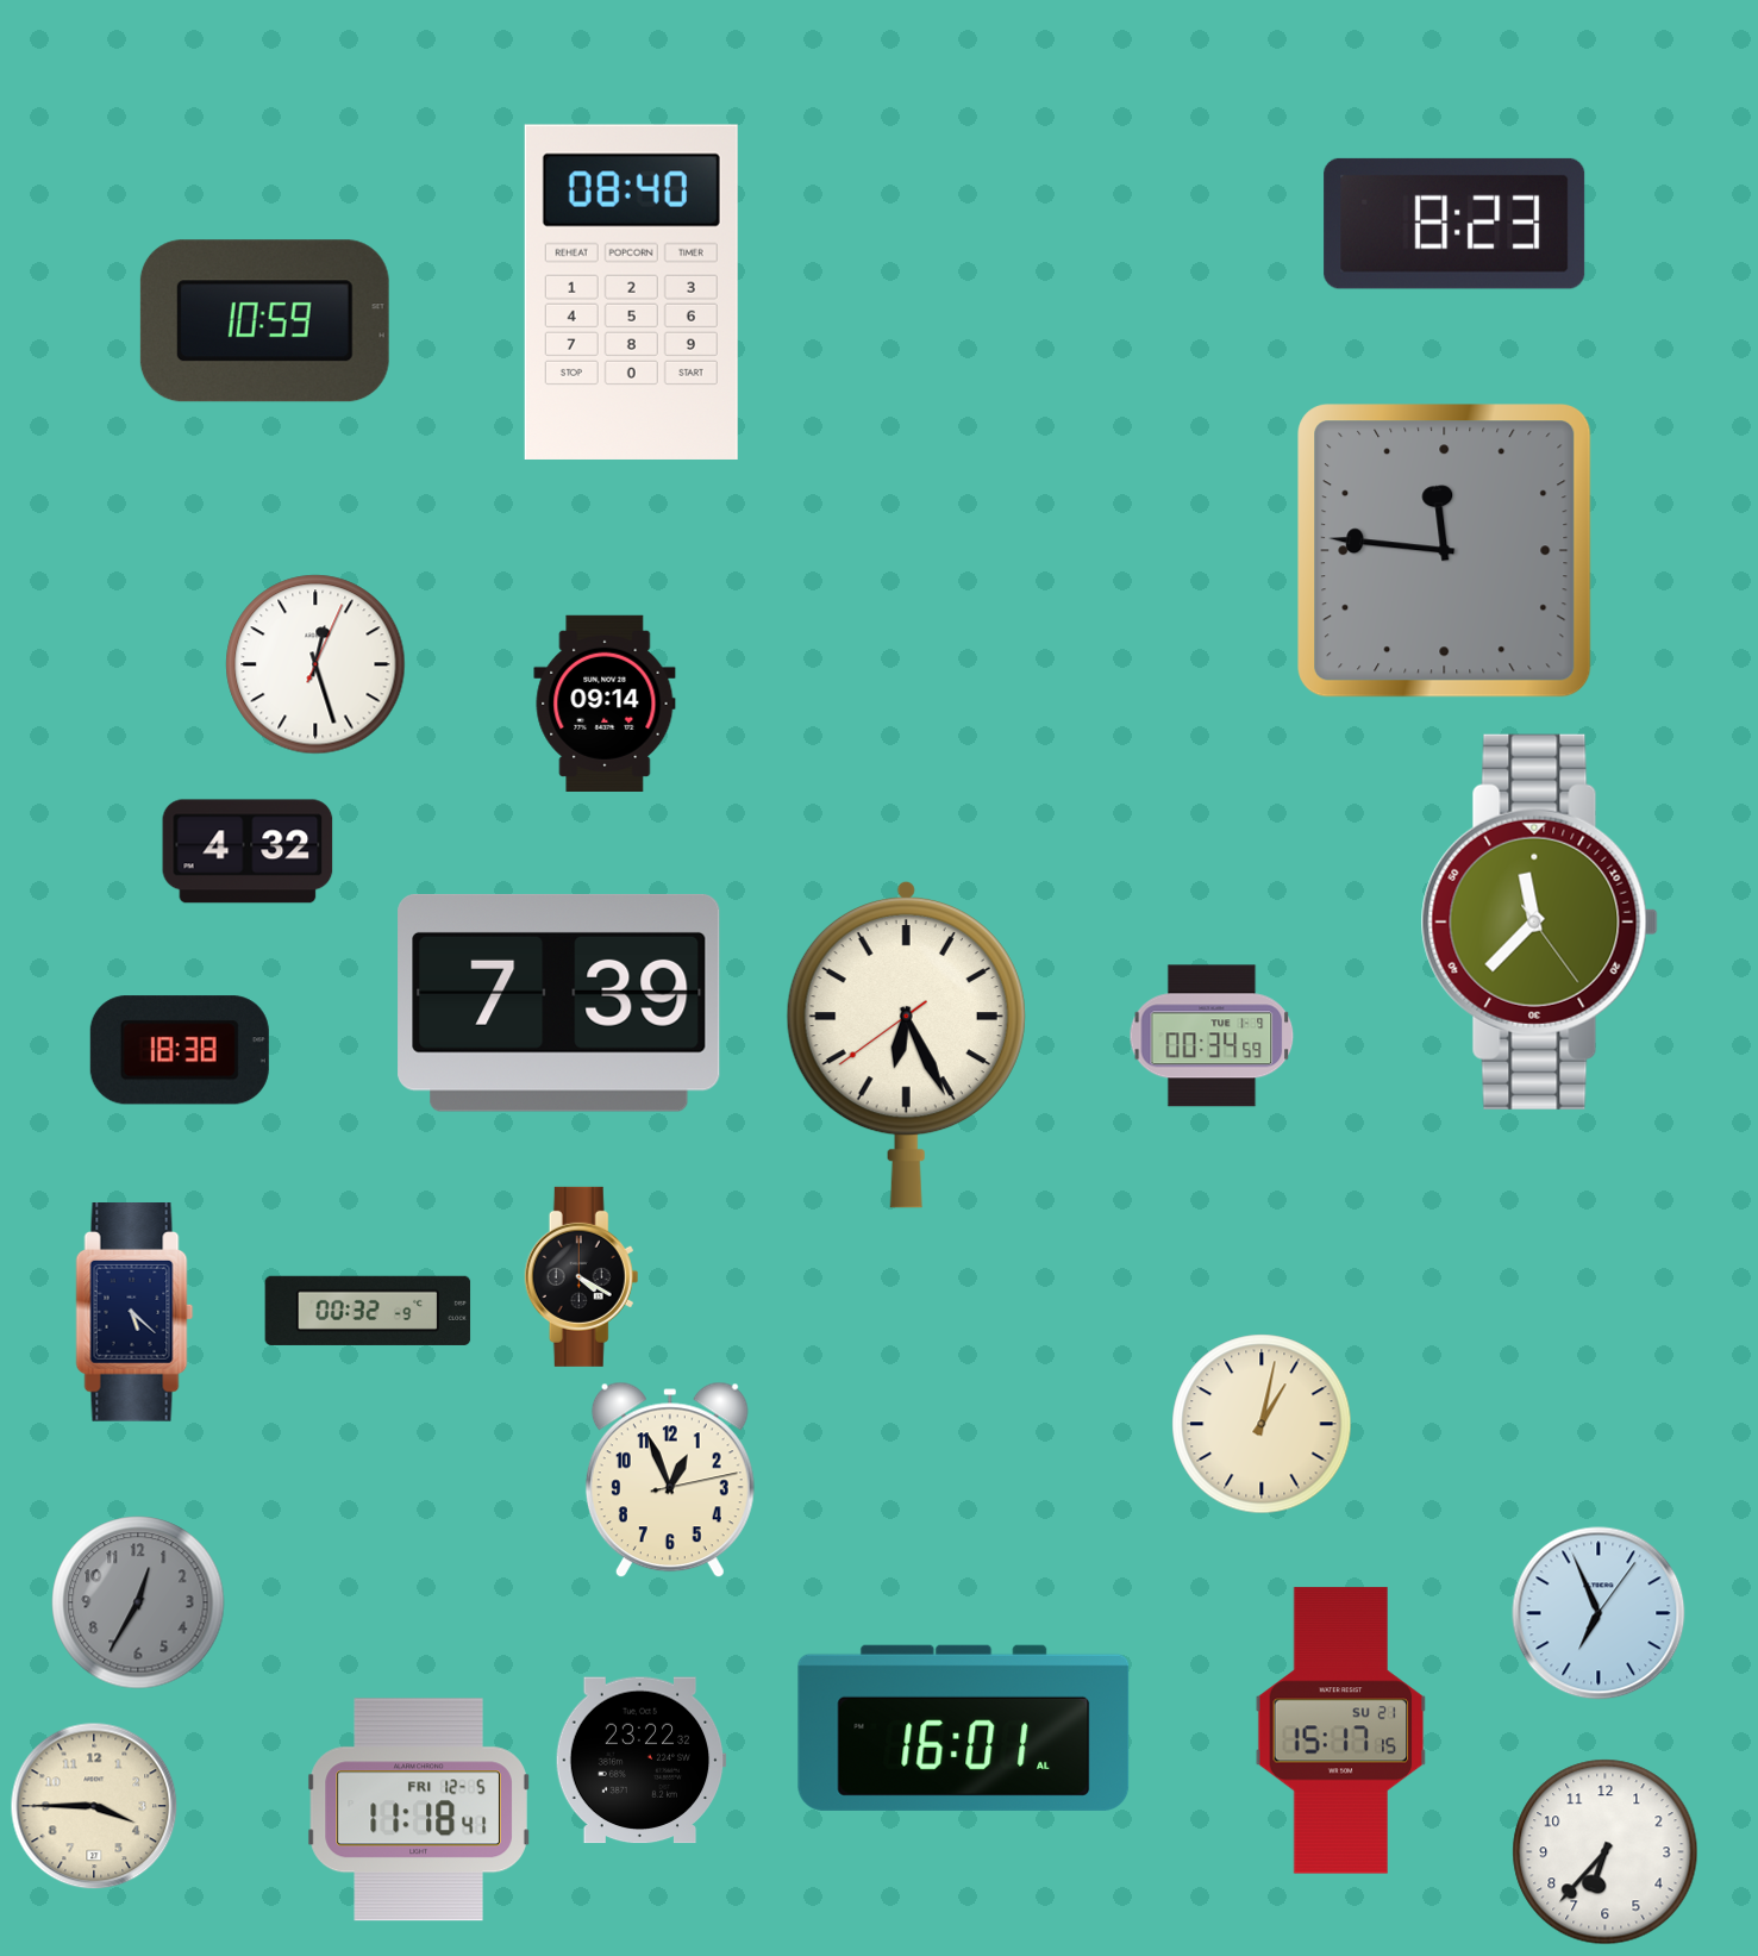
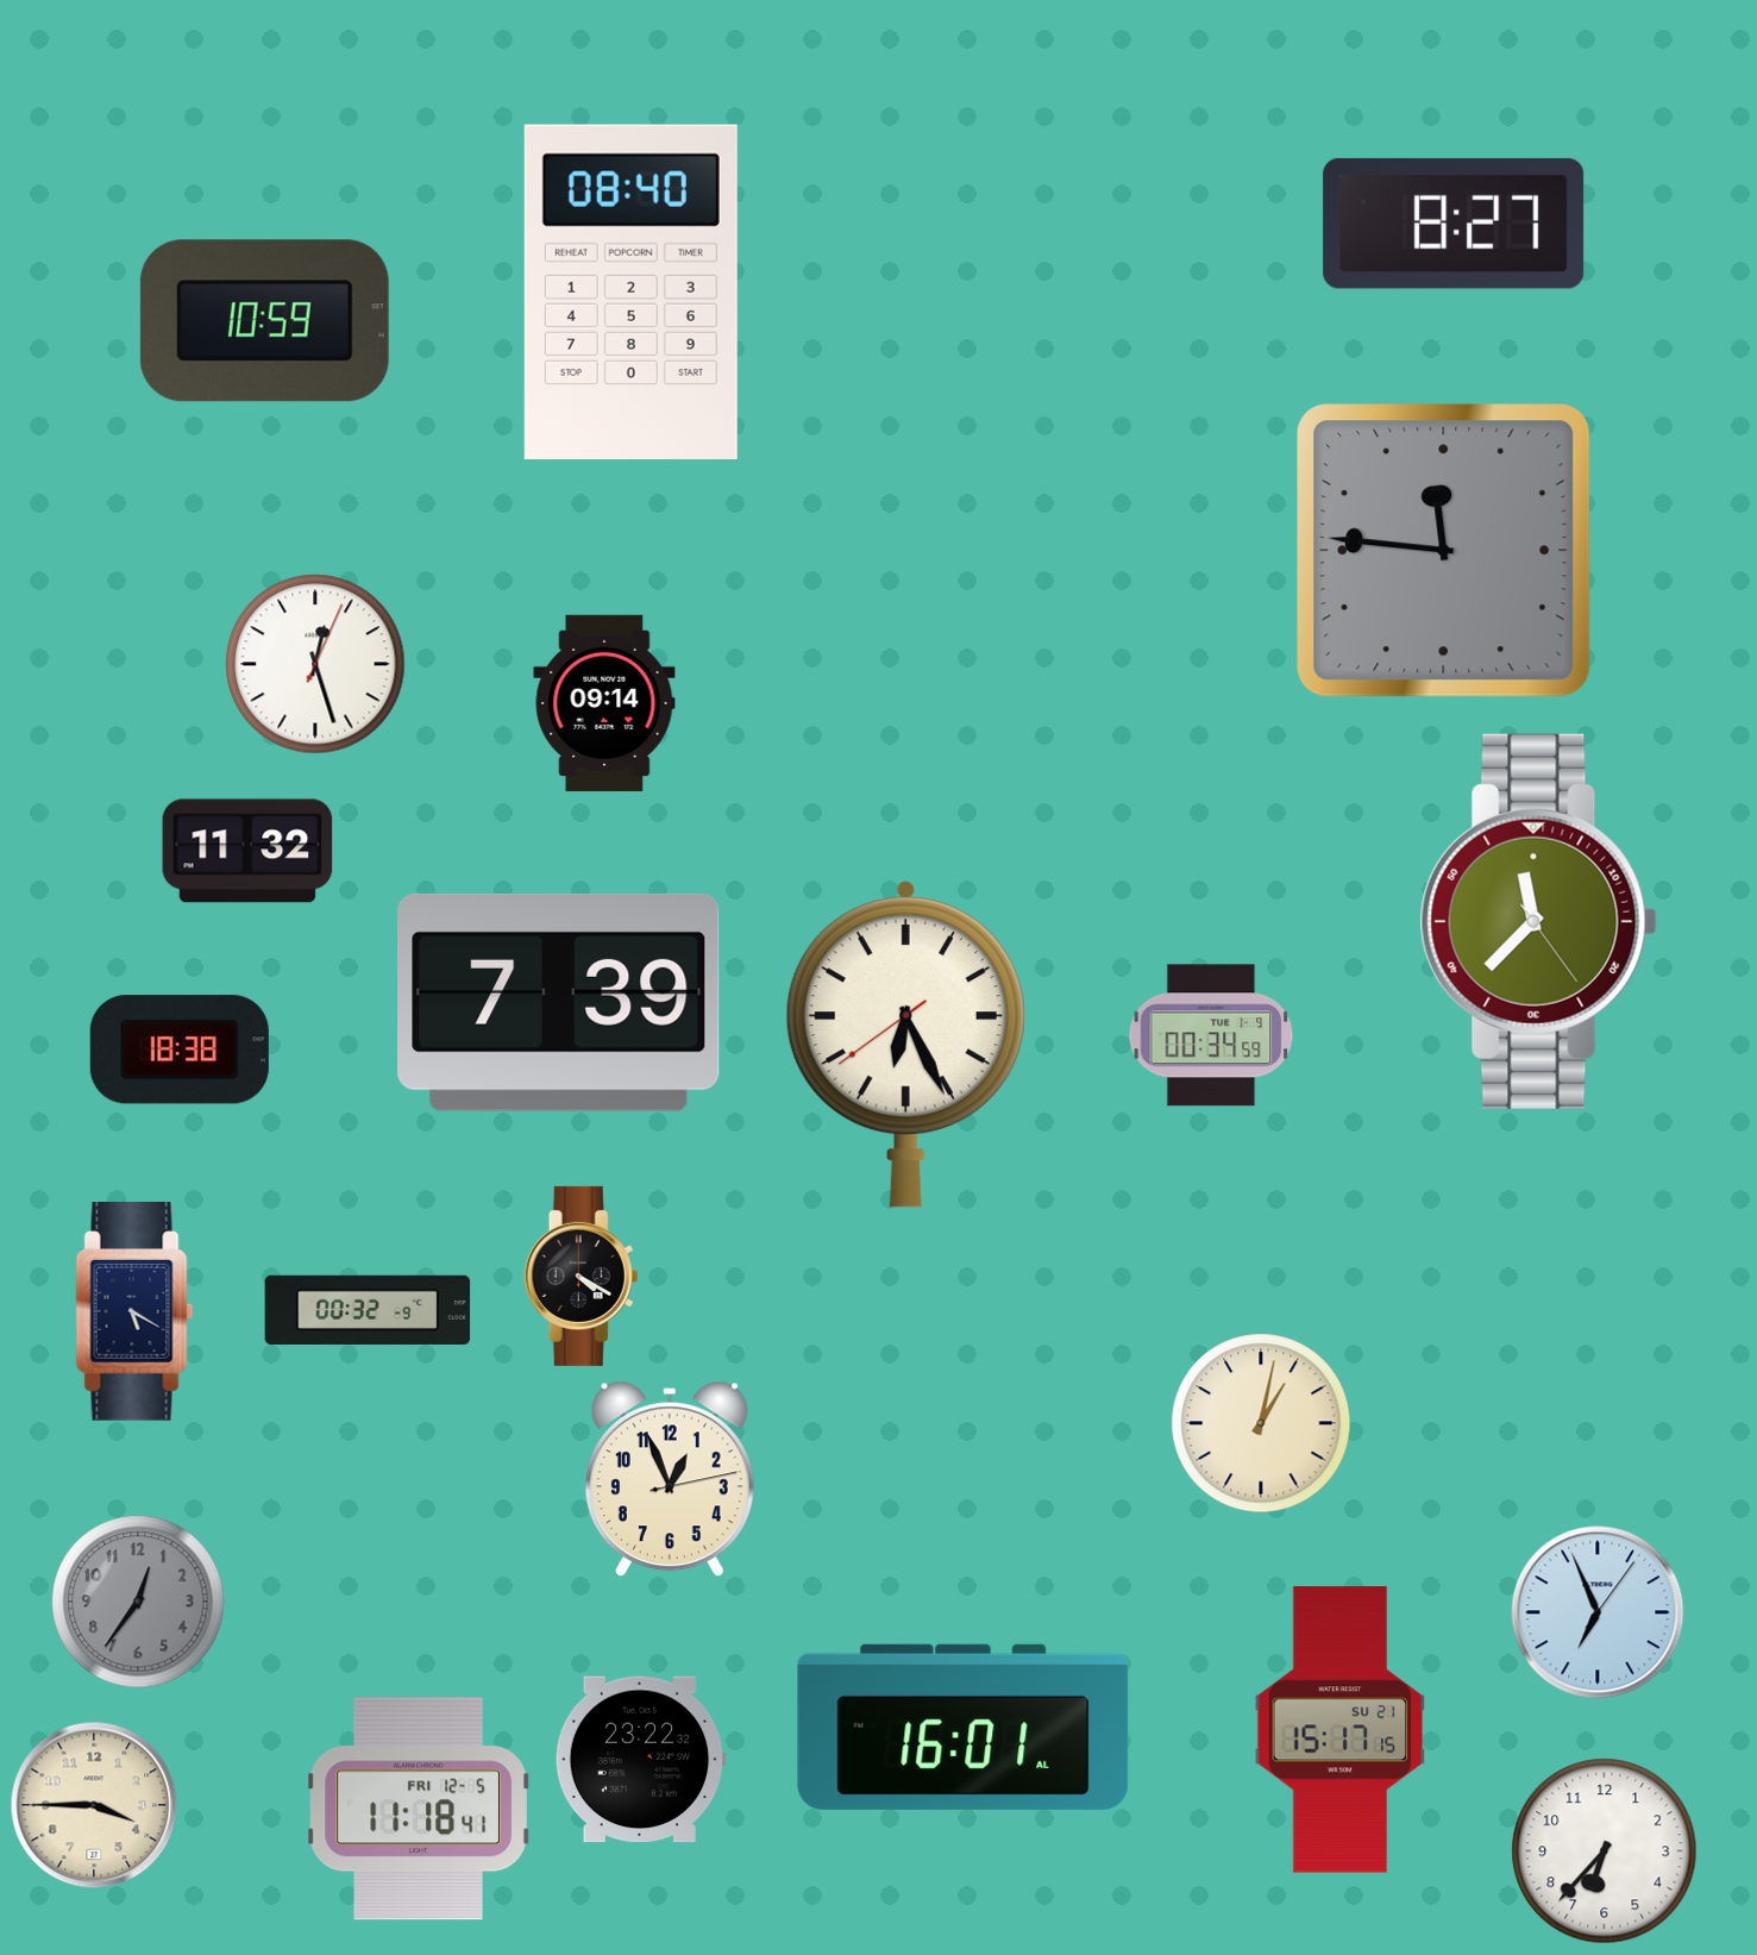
clock at (1454, 224): 8:23 -> 8:27
clock at (248, 851): 4:32 -> 11:32
clock at (134, 1313): 5:22 -> 5:20
clock at (138, 1602): 12:35 -> 12:36
